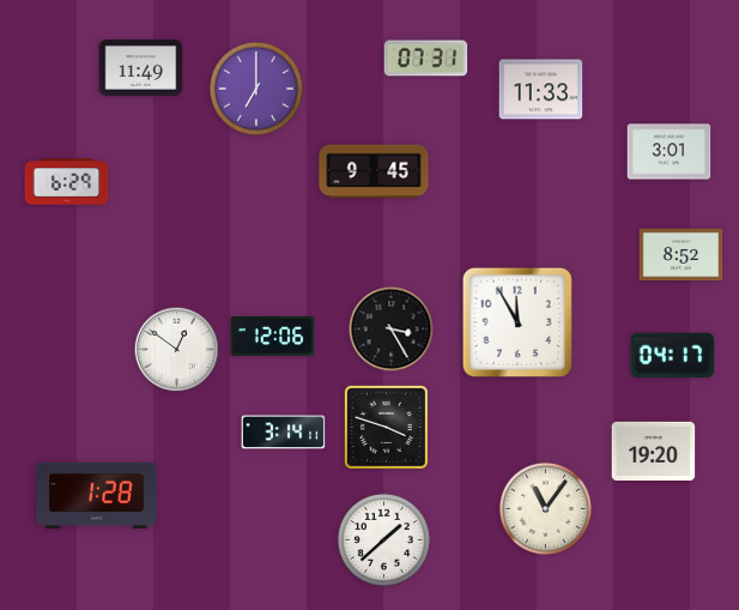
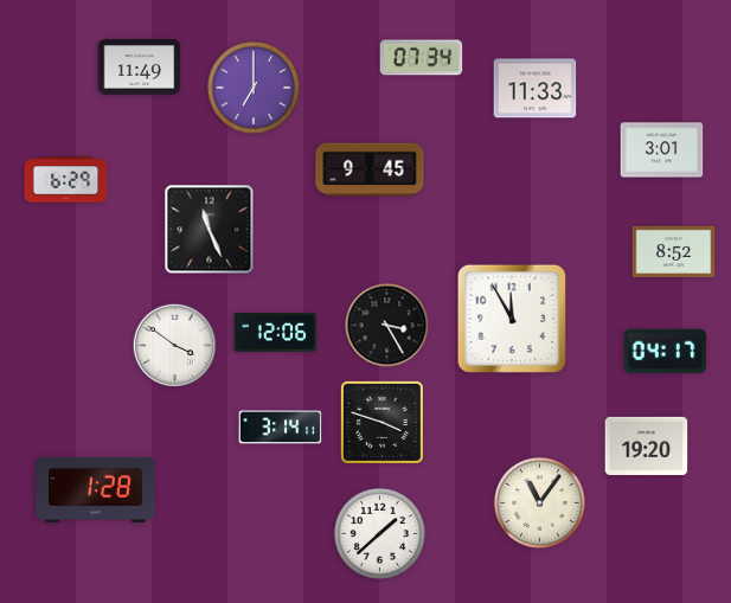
clock at (426, 59): 07:31 -> 07:34
clock at (210, 230): none -> 11:26
clock at (273, 337) position: (273, 337) -> (276, 333)
clock at (177, 350): 12:51 -> 3:51
